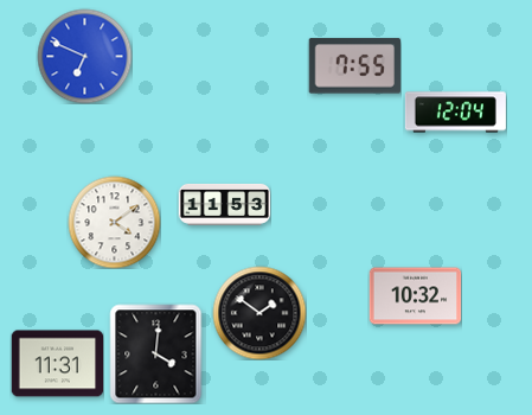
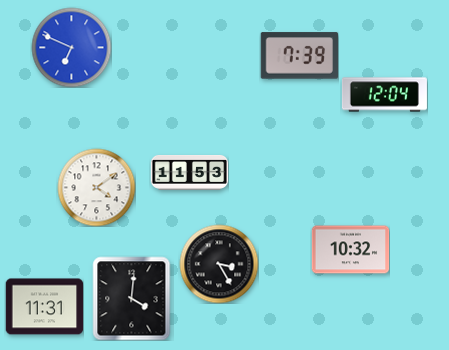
clock at (354, 66): 7:55 -> 7:39
clock at (259, 313): 1:51 -> 3:25
clock at (57, 364) position: (57, 364) -> (44, 307)
